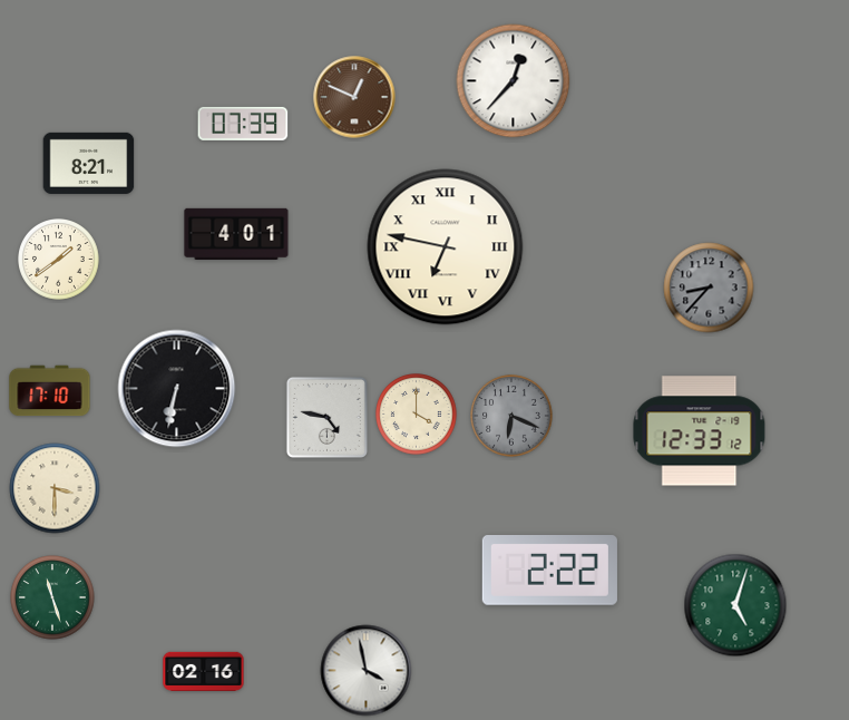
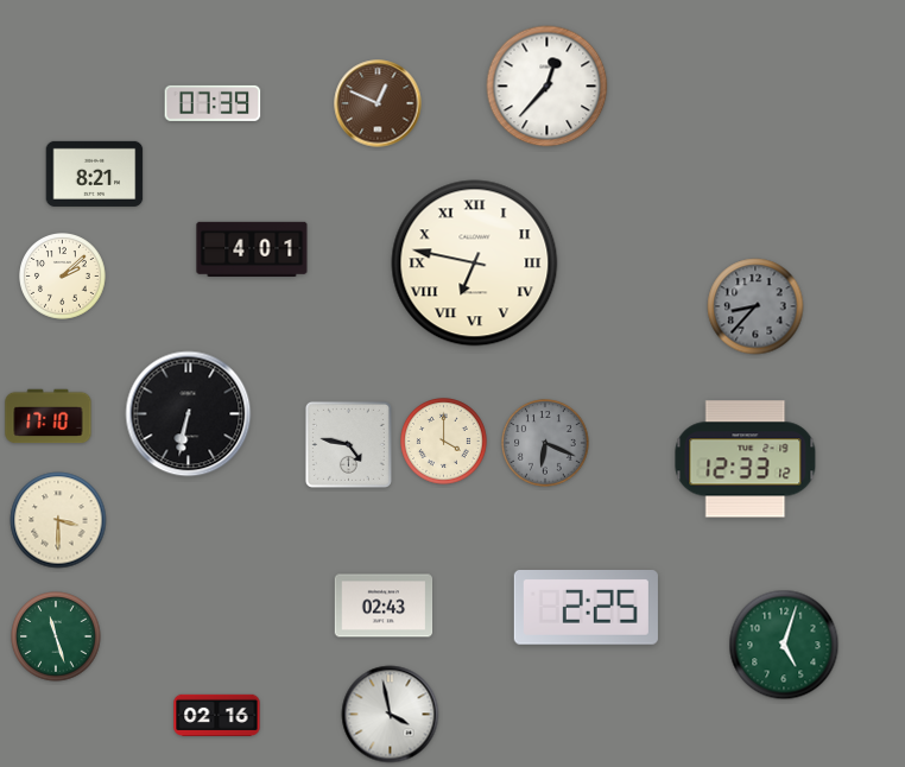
clock at (243, 124) position: (243, 124) -> (213, 103)
clock at (59, 260): 1:39 -> 2:08
clock at (50, 391) position: (50, 391) -> (49, 417)
clock at (384, 606): none -> 02:43
clock at (549, 571): 2:22 -> 2:25
